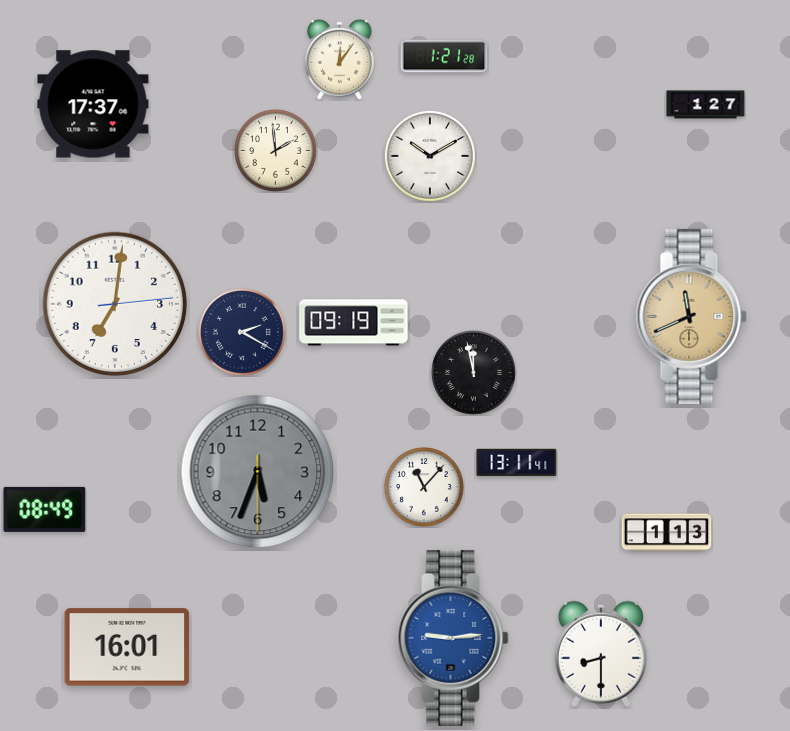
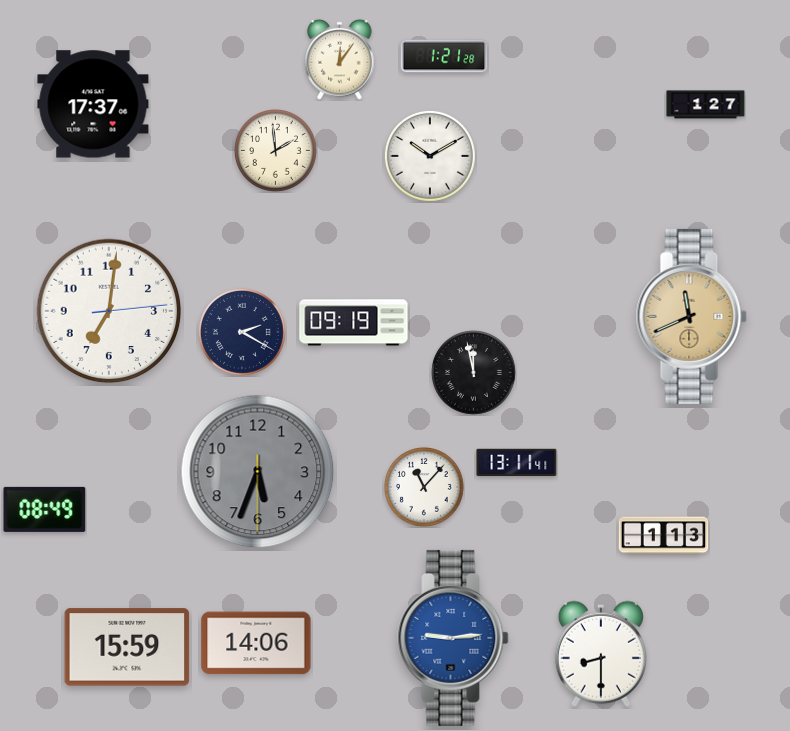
clock at (115, 304) position: (115, 304) -> (109, 311)
clock at (667, 533) position: (667, 533) -> (664, 536)
clock at (256, 643): none -> 14:06
clock at (127, 647): 16:01 -> 15:59
